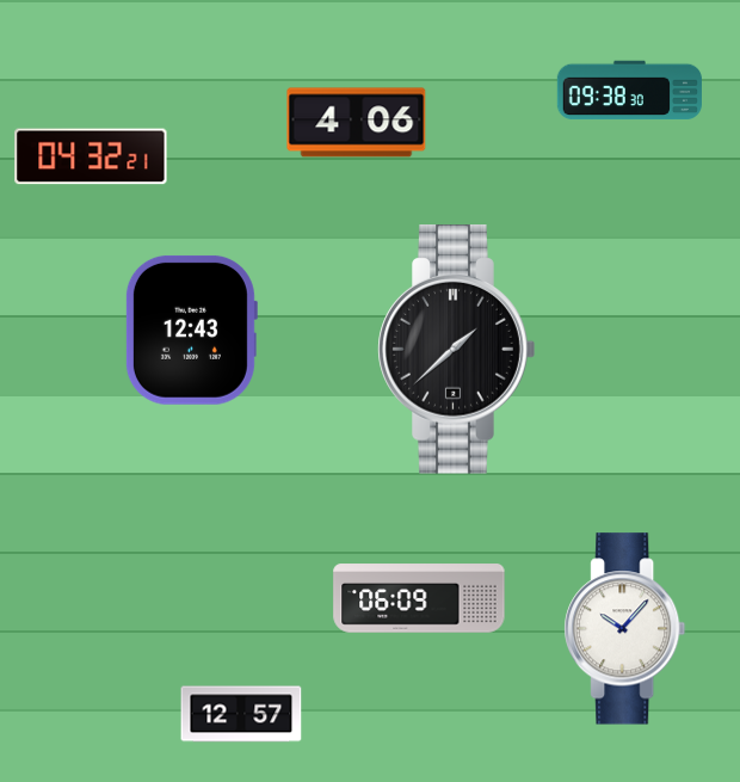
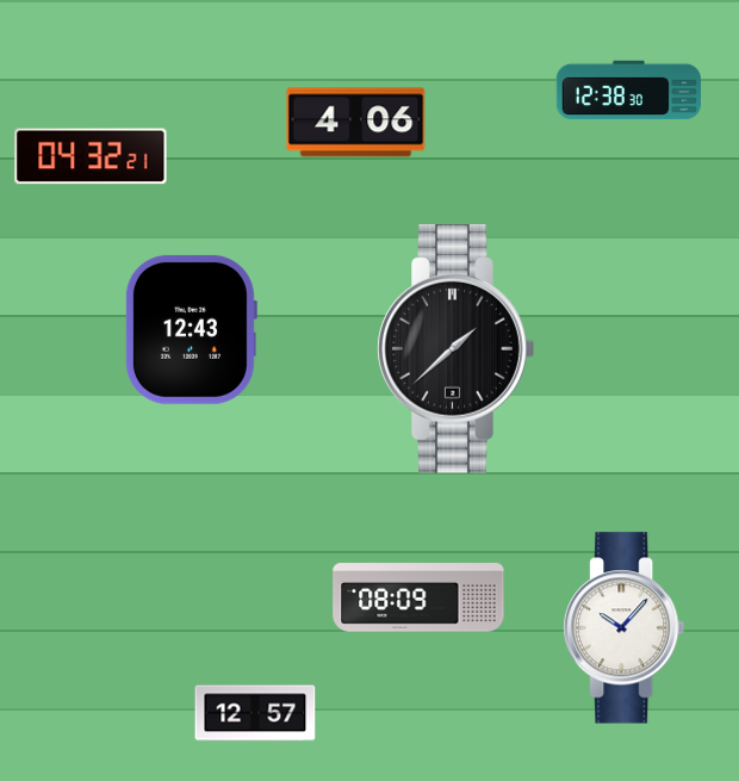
clock at (629, 91): 09:38 -> 12:38
clock at (419, 598): 06:09 -> 08:09
clock at (241, 714) position: (241, 714) -> (255, 713)
